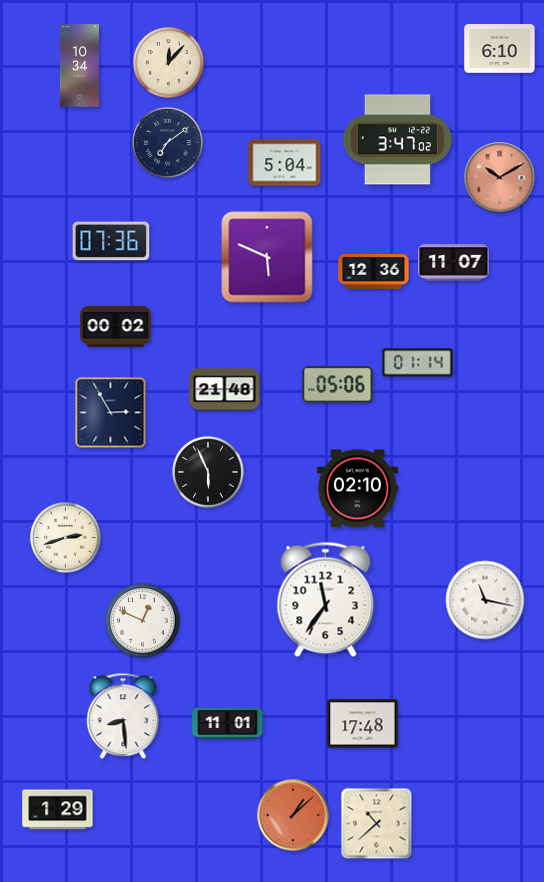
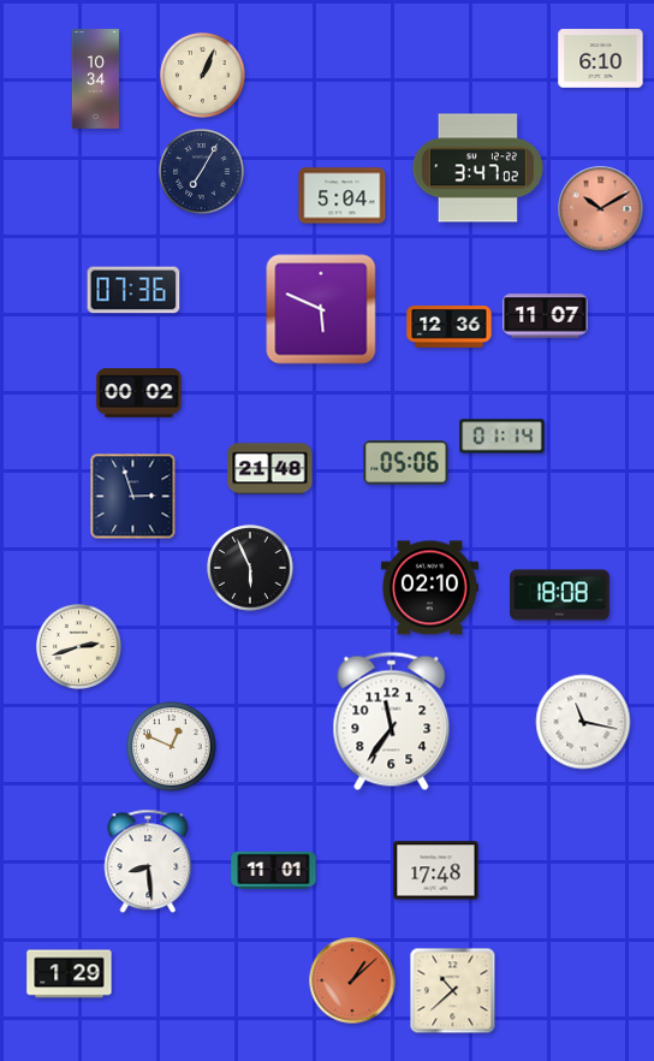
clock at (169, 63): 12:07 -> 1:04
clock at (168, 143): 7:09 -> 7:05
clock at (500, 178) position: (500, 178) -> (601, 209)
clock at (111, 413): 2:55 -> 2:57
clock at (560, 595): none -> 18:08
